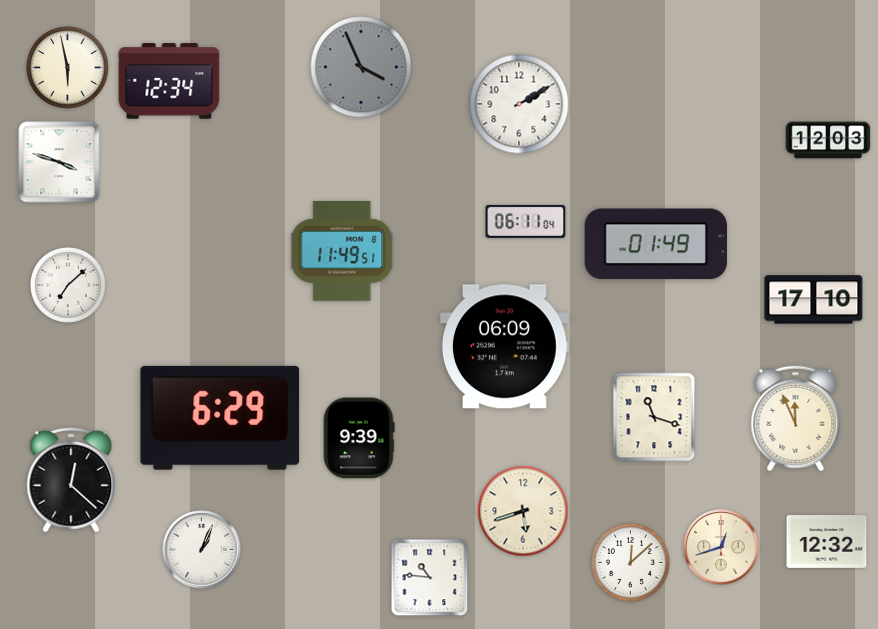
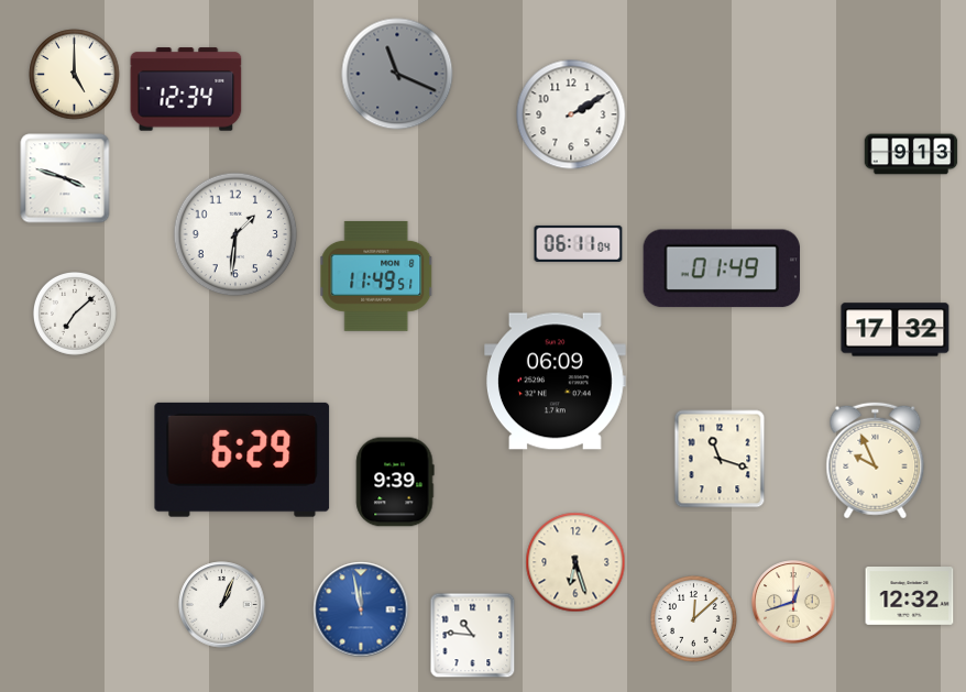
clock at (361, 67): 3:56 -> 11:19
clock at (68, 68): 5:58 -> 5:00
clock at (828, 140): 12:03 -> 9:13
clock at (235, 234): none -> 1:31
clock at (814, 300): 17:10 -> 17:32
clock at (796, 419): 11:56 -> 9:56
clock at (71, 480): 12:22 -> none
clock at (523, 511): 5:42 -> 6:27
clock at (361, 609): none -> 11:58
